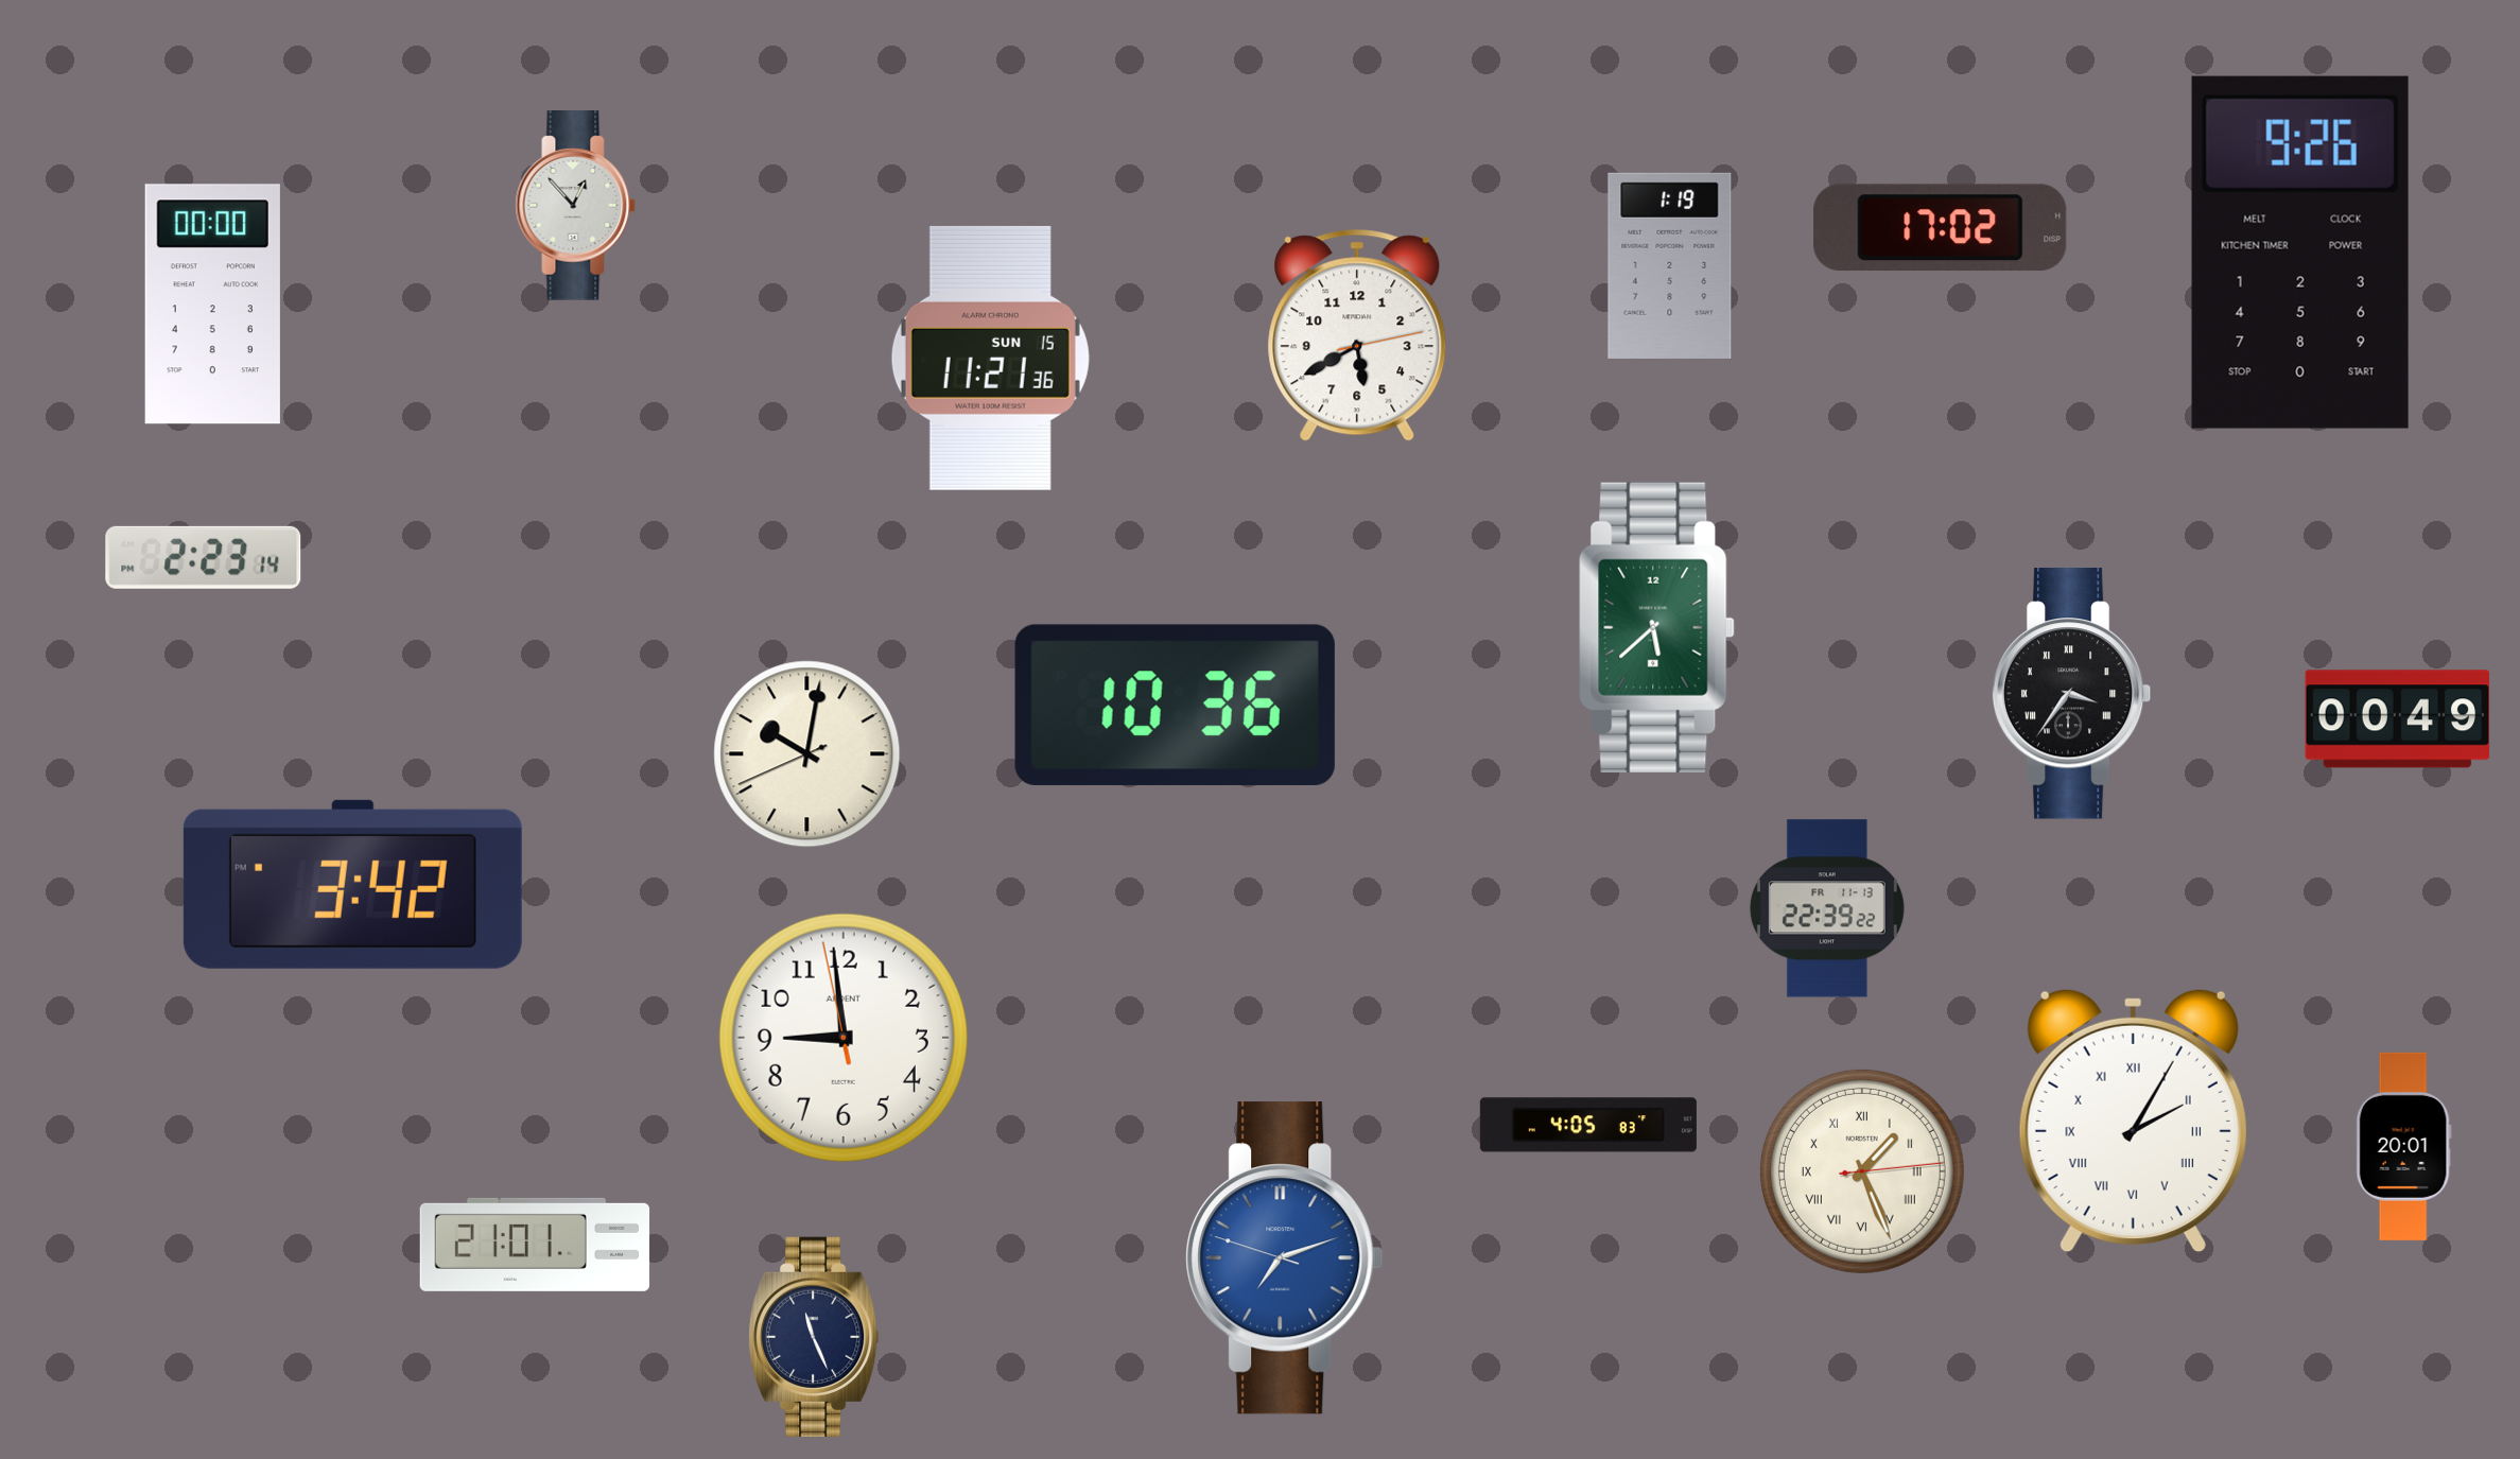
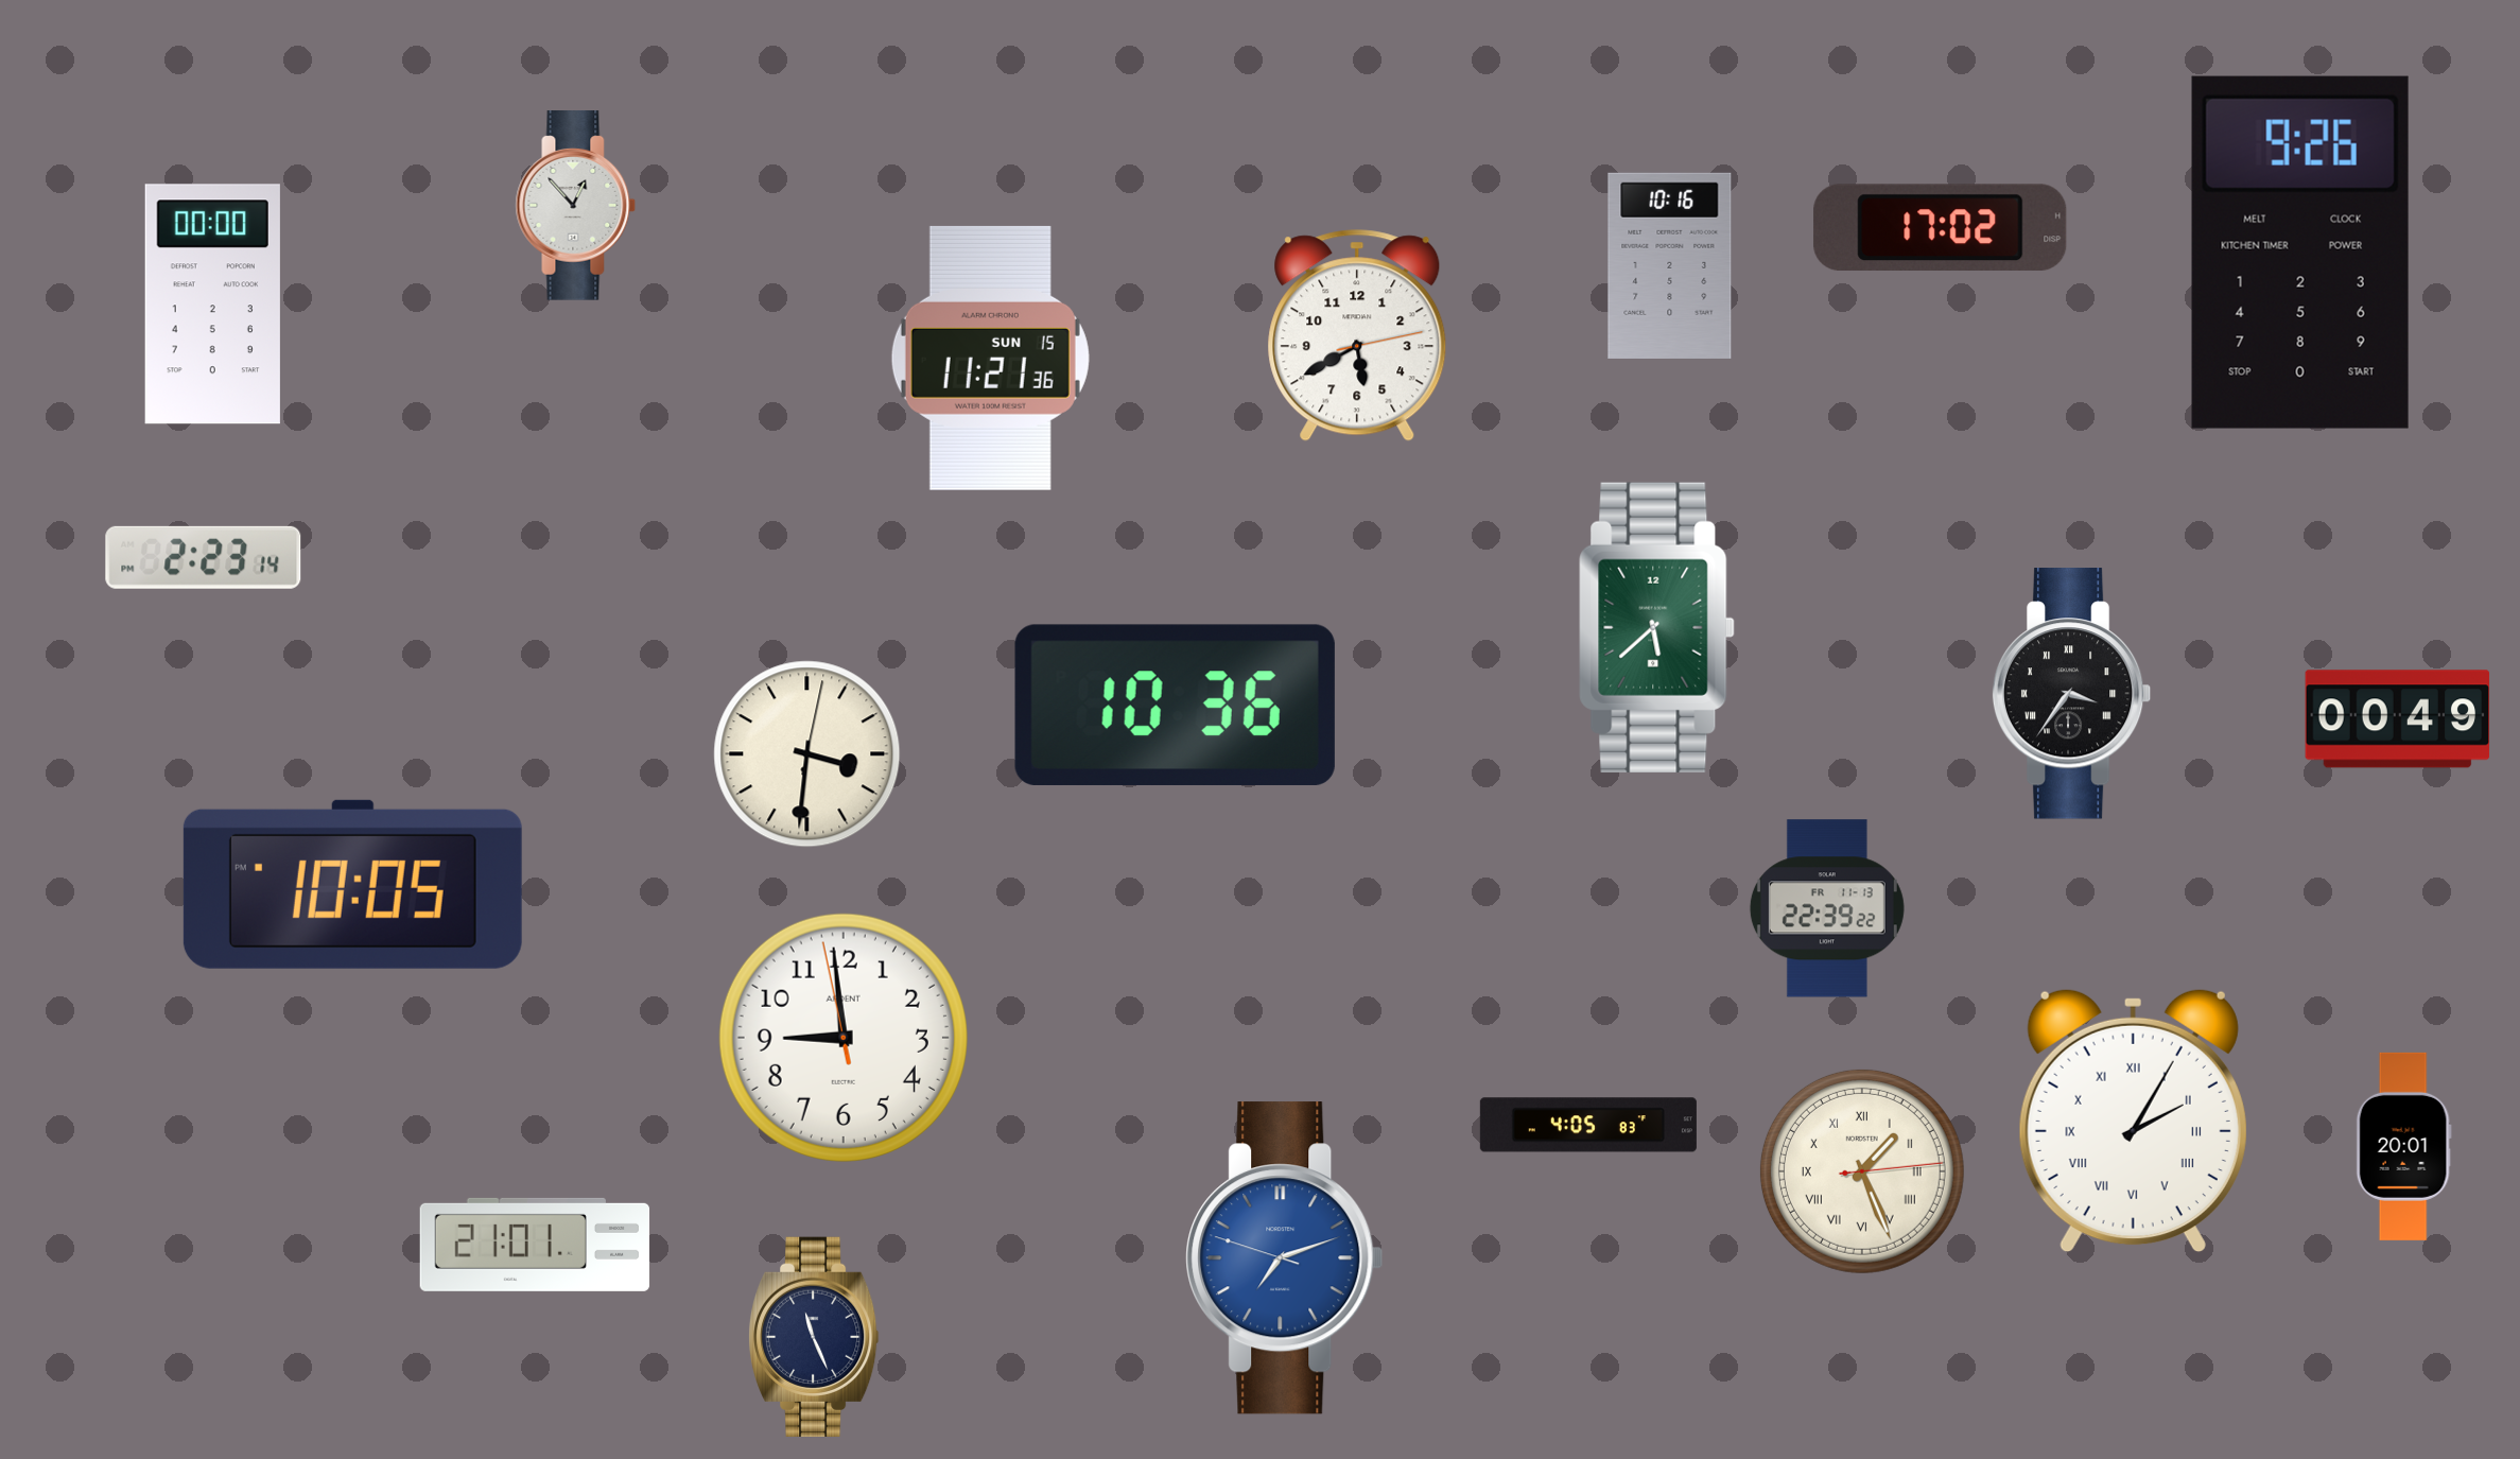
clock at (1670, 265): 1:19 -> 10:16
clock at (807, 754): 10:01 -> 3:31
clock at (352, 884): 3:42 -> 10:05
